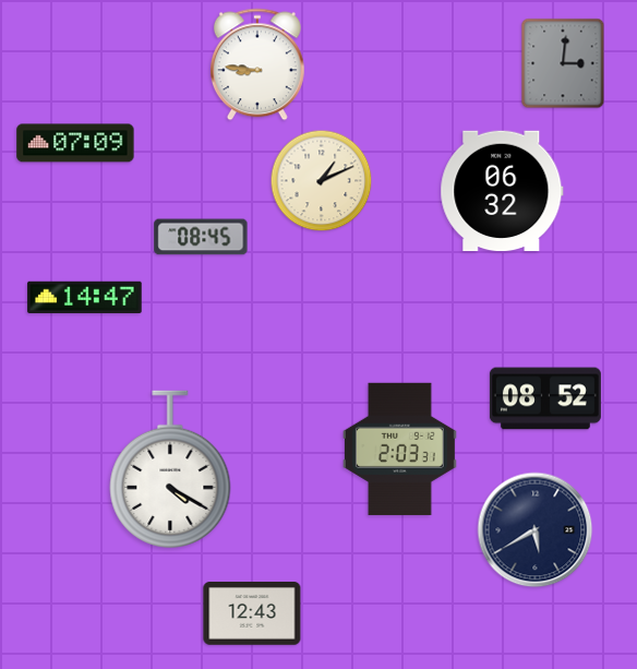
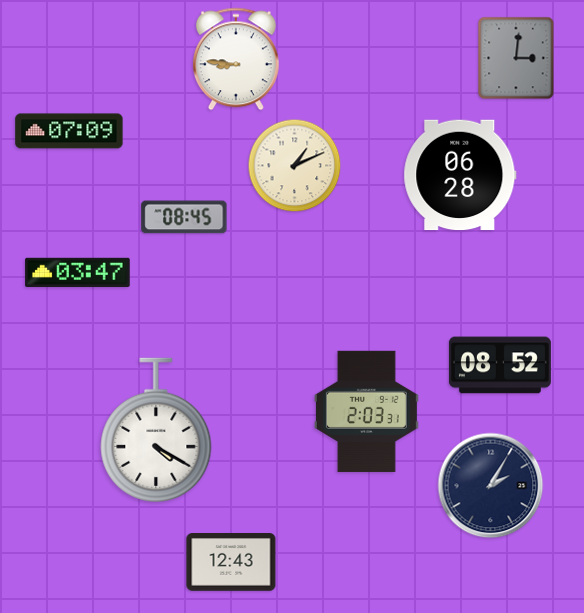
clock at (502, 191): 06:32 -> 06:28
clock at (85, 297): 14:47 -> 03:47
clock at (536, 530): 5:40 -> 2:05
